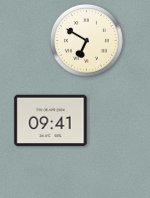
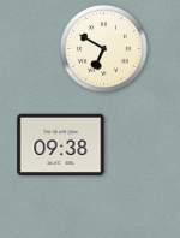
clock at (51, 121): 09:41 -> 09:38
